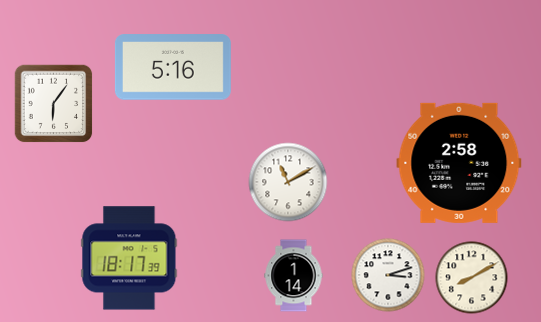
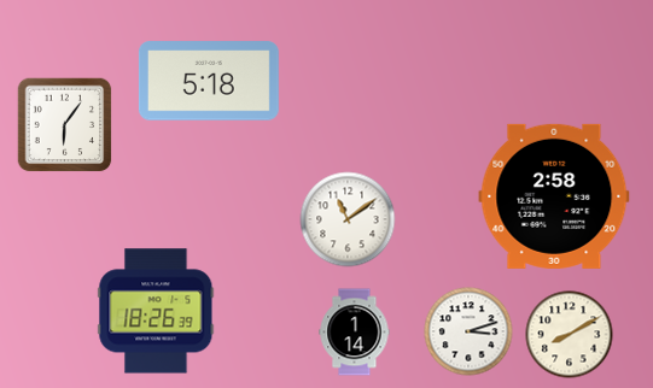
clock at (173, 67): 5:16 -> 5:18
clock at (288, 182): 11:10 -> 11:09
clock at (129, 258): 18:17 -> 18:26
